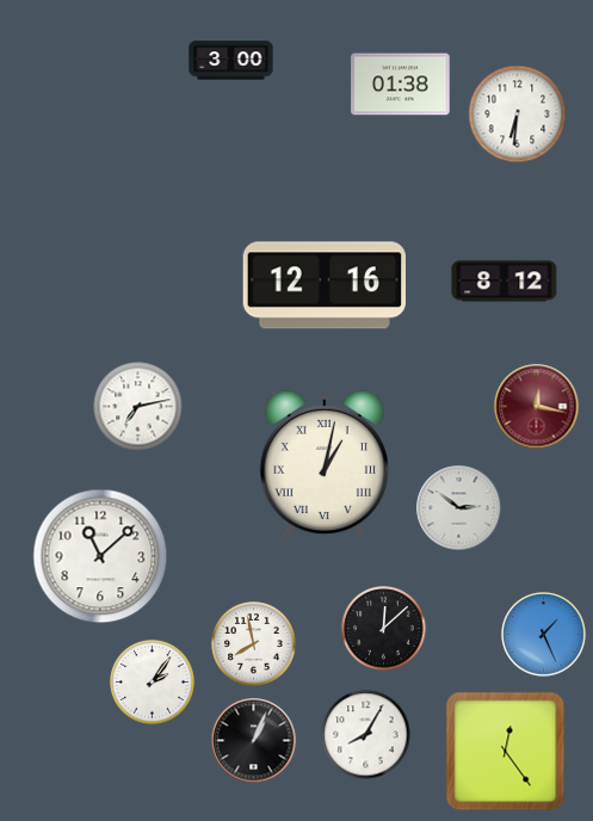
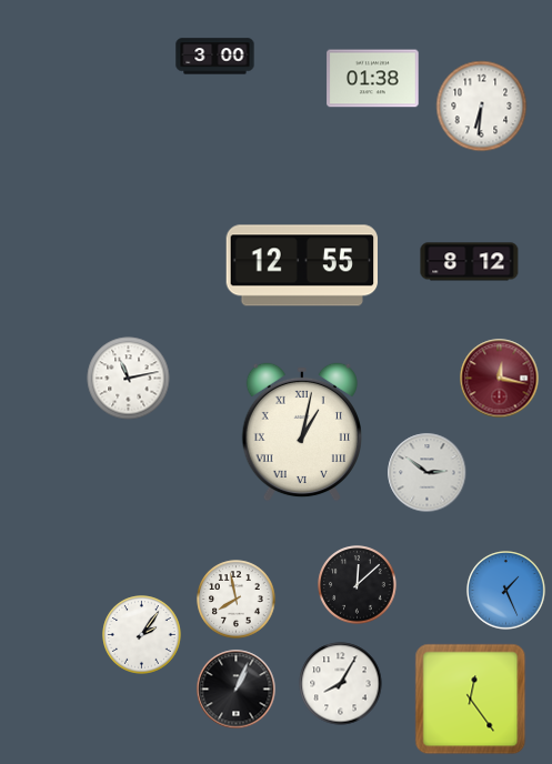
clock at (323, 285): 12:16 -> 12:55
clock at (138, 407): 7:13 -> 11:13
clock at (100, 556): 11:08 -> none
